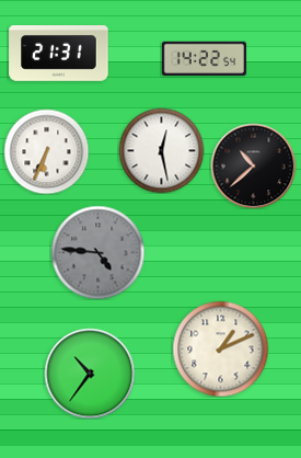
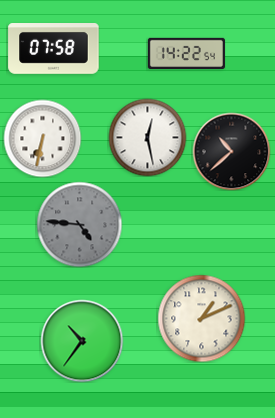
clock at (59, 54): 21:31 -> 07:58
clock at (46, 151): 6:34 -> 6:32
clock at (97, 252) position: (97, 252) -> (79, 224)
